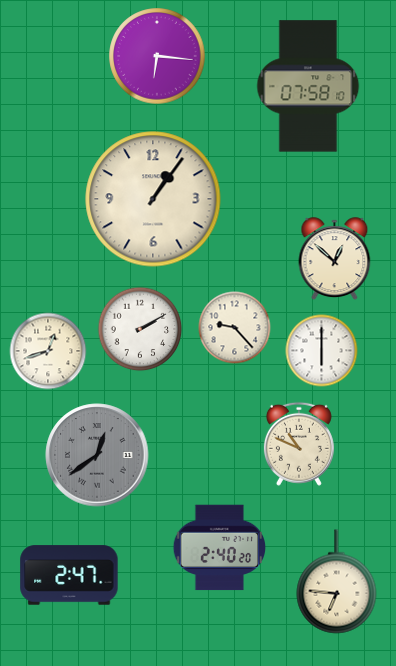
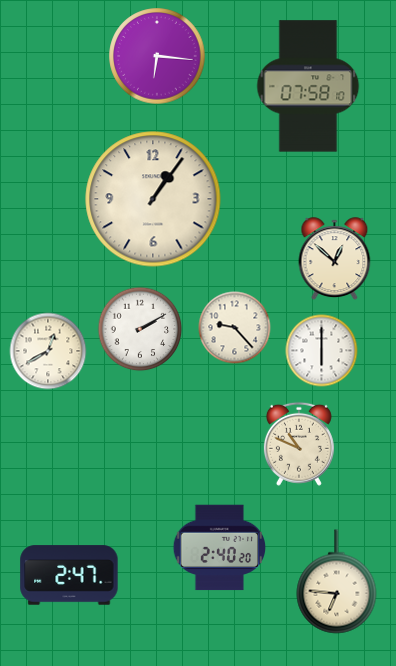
clock at (48, 351): 12:42 -> 12:40
clock at (97, 455): 12:39 -> none
